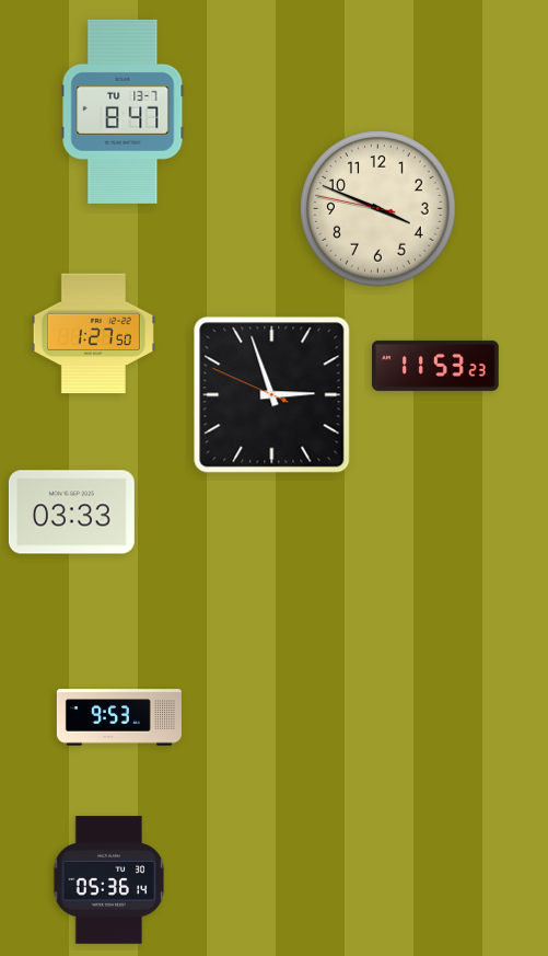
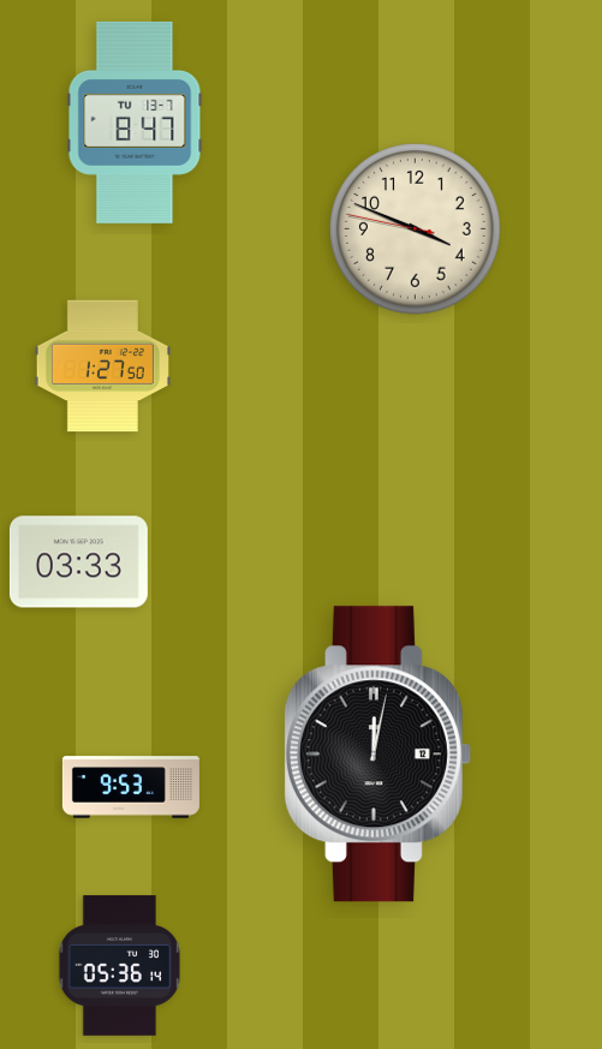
clock at (436, 366): 11:53 -> none
clock at (272, 395): 2:56 -> none
clock at (377, 755): none -> 12:02
